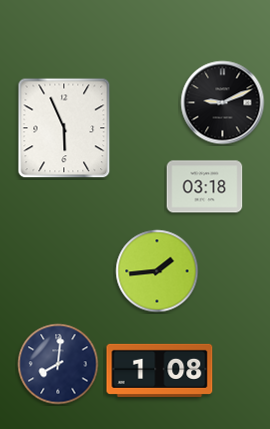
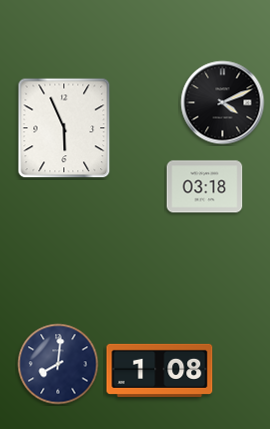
clock at (223, 103): 9:11 -> 4:11
clock at (157, 271): 1:44 -> none
